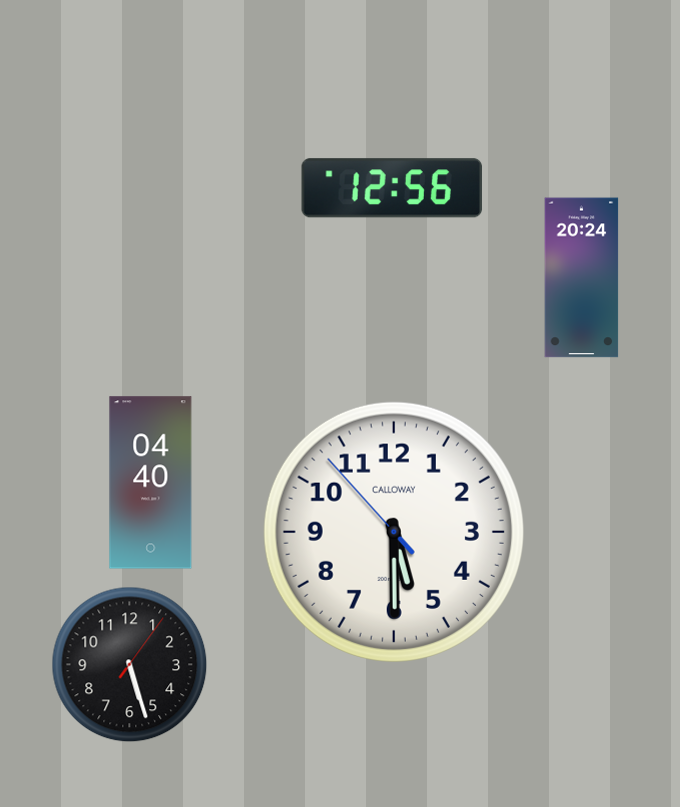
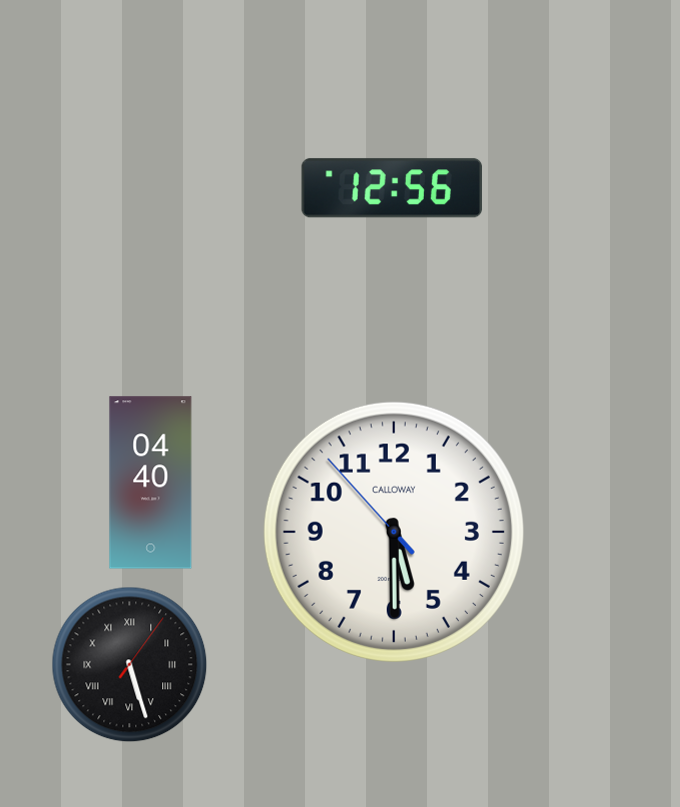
clock at (582, 278): 20:24 -> none
clock at (130, 665) numerals: Arabic -> Roman
